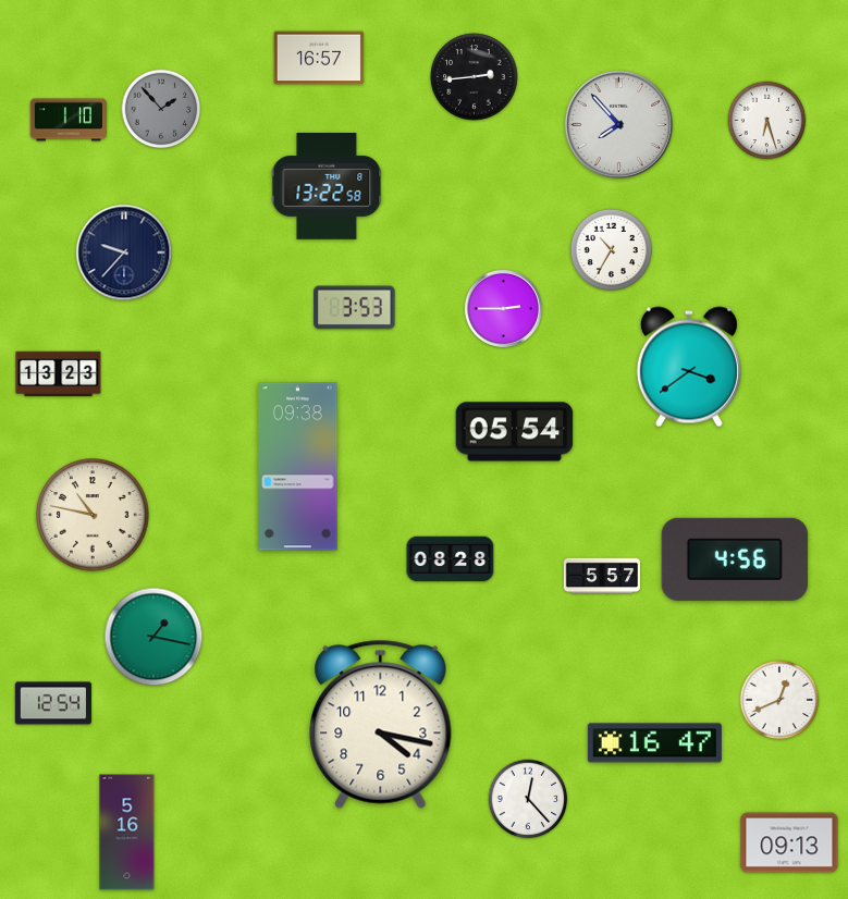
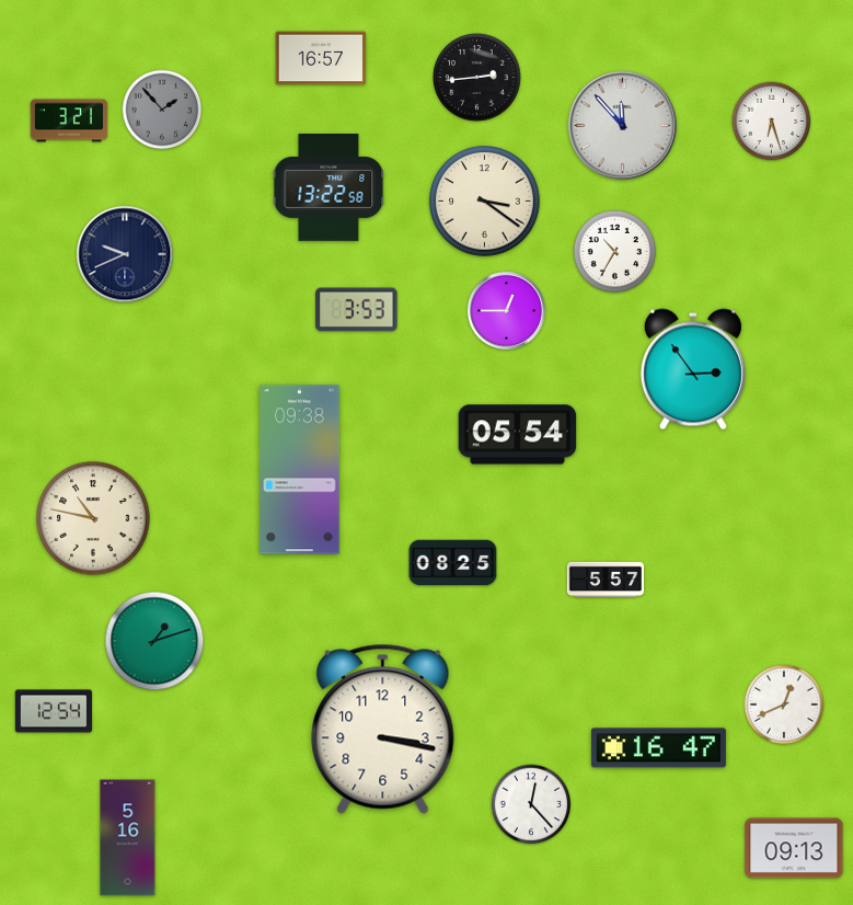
clock at (69, 120): 1:10 -> 3:21
clock at (618, 124): 7:53 -> 11:53
clock at (485, 202): none -> 3:21
clock at (124, 253): 9:37 -> 9:41
clock at (503, 308): 2:45 -> 12:45
clock at (689, 367): 3:39 -> 2:54
clock at (59, 374): 13:23 -> none
clock at (451, 559): 08:28 -> 08:25
clock at (735, 559): 4:56 -> none
clock at (153, 637): 1:17 -> 1:12
clock at (52, 703) position: (52, 703) -> (53, 711)
clock at (381, 724): 4:17 -> 3:17
